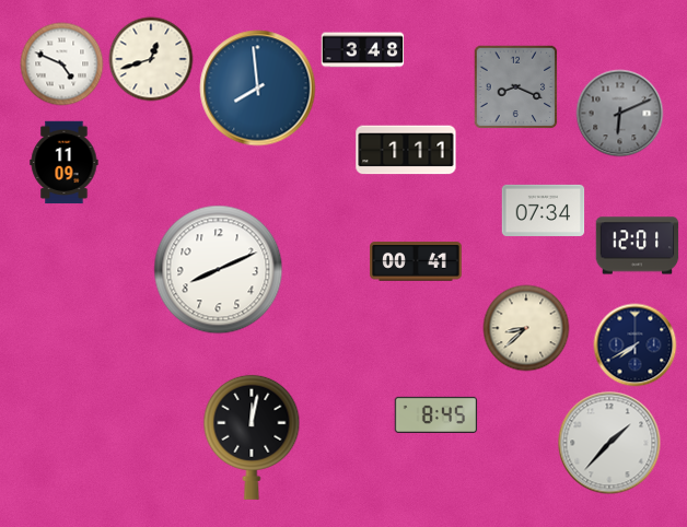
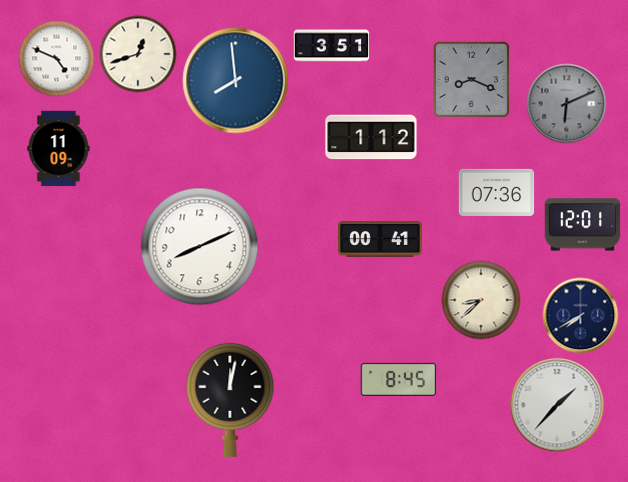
clock at (363, 50): 3:48 -> 3:51
clock at (406, 150): 1:11 -> 1:12
clock at (544, 210): 07:34 -> 07:36
